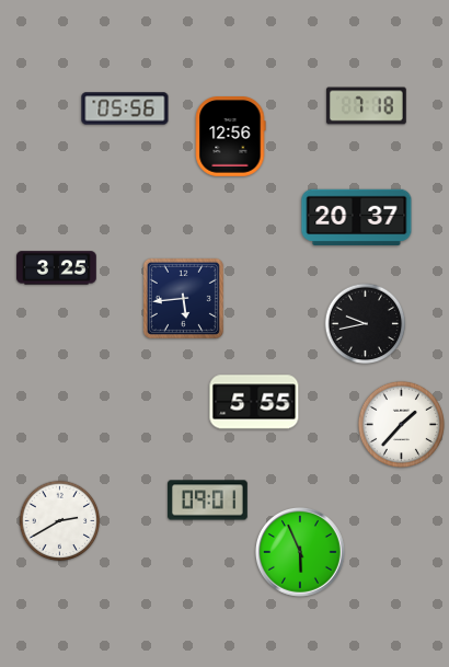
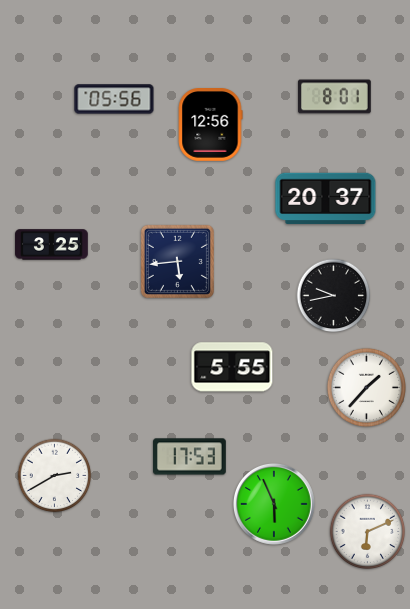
clock at (367, 106): 7:18 -> 8:01
clock at (183, 298) position: (183, 298) -> (177, 261)
clock at (208, 501): 09:01 -> 17:53
clock at (368, 532): none -> 6:11
